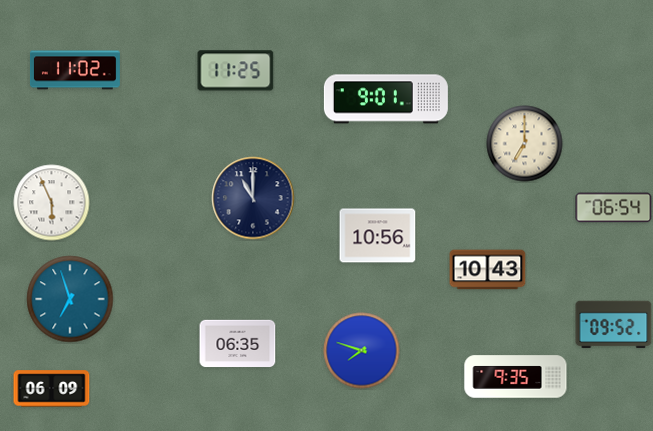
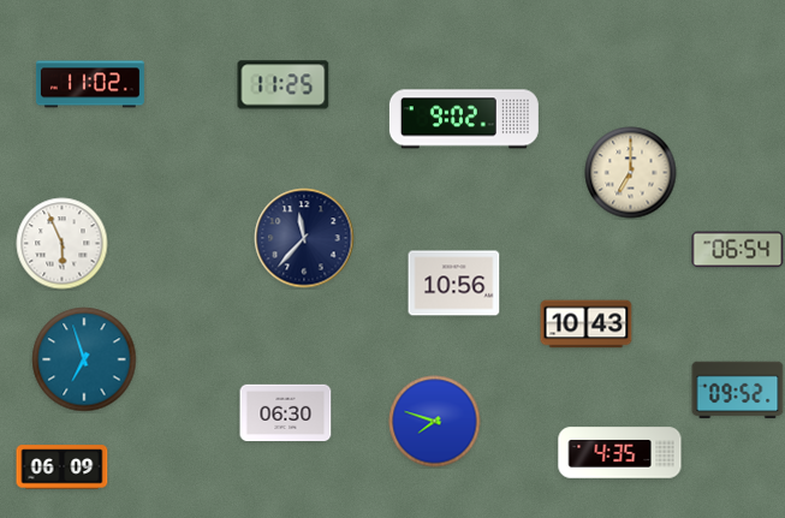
clock at (386, 99): 9:01 -> 9:02
clock at (253, 198): 11:00 -> 11:37
clock at (238, 344): 06:35 -> 06:30
clock at (516, 377): 9:35 -> 4:35
